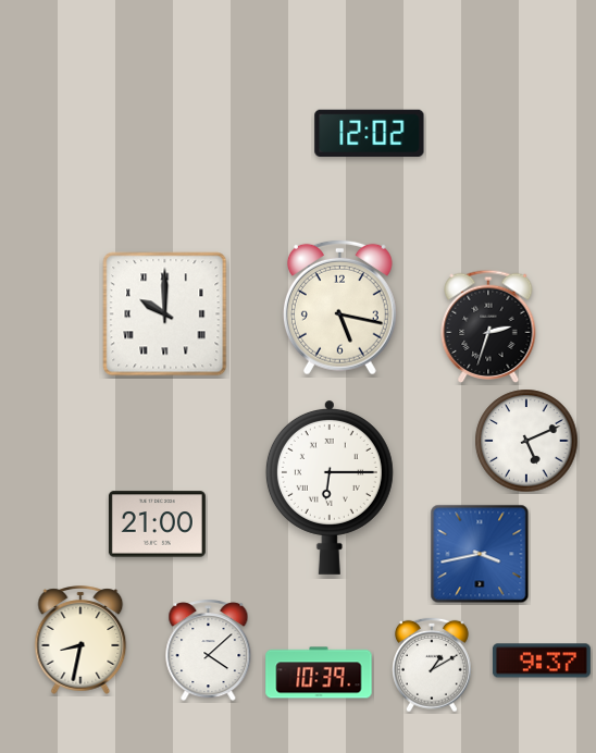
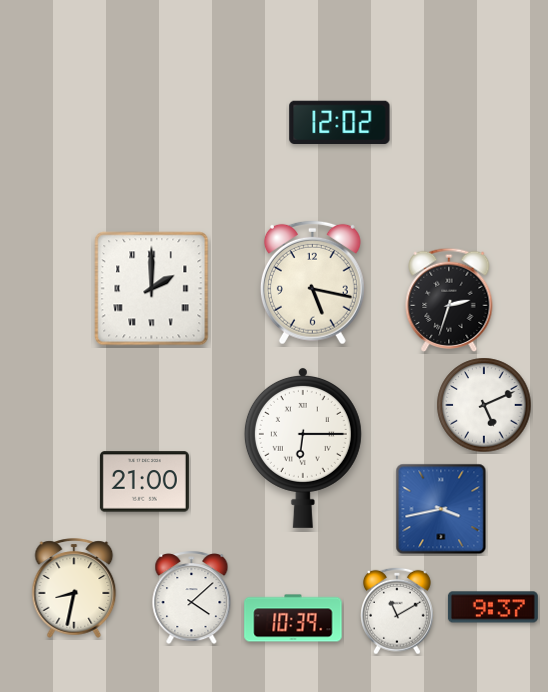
clock at (165, 314): 10:00 -> 2:00
clock at (542, 661) position: (542, 661) -> (493, 607)
clock at (433, 665): 1:10 -> 11:10
